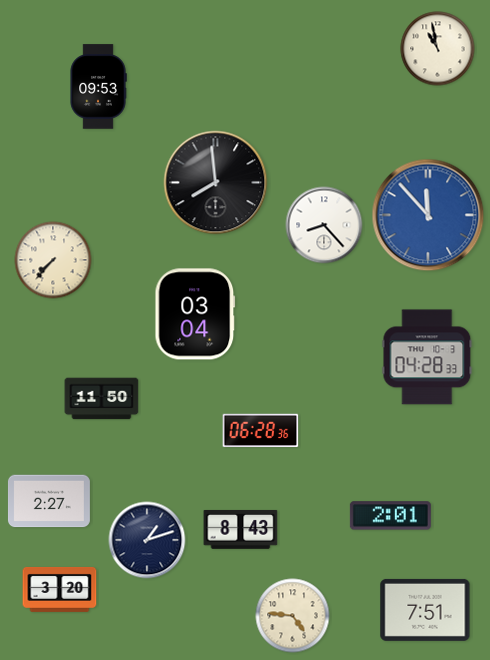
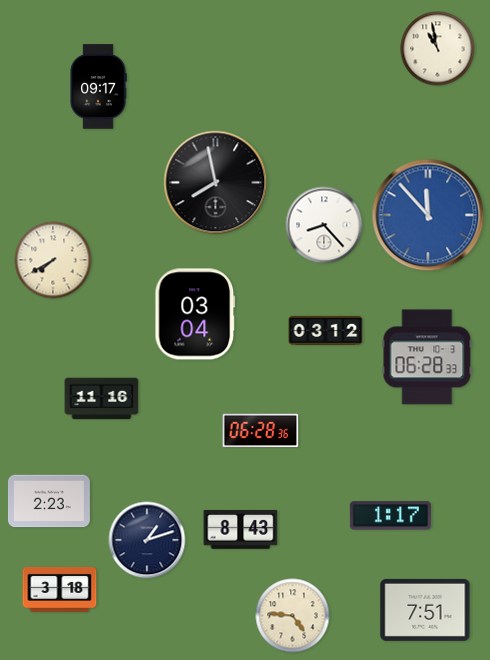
clock at (98, 87): 09:53 -> 09:17
clock at (216, 183): 7:59 -> 7:58
clock at (53, 260): 7:37 -> 7:40
clock at (326, 330): none -> 03:12
clock at (427, 357): 04:28 -> 06:28
clock at (102, 399): 11:50 -> 11:16
clock at (49, 501): 2:27 -> 2:23
clock at (390, 516): 2:01 -> 1:17
clock at (60, 589): 3:20 -> 3:18
